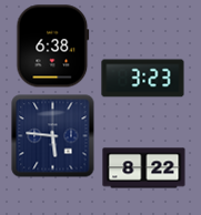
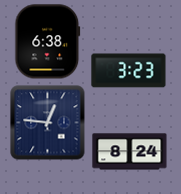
clock at (53, 136): 5:46 -> 12:46
clock at (144, 168): 8:22 -> 8:24
